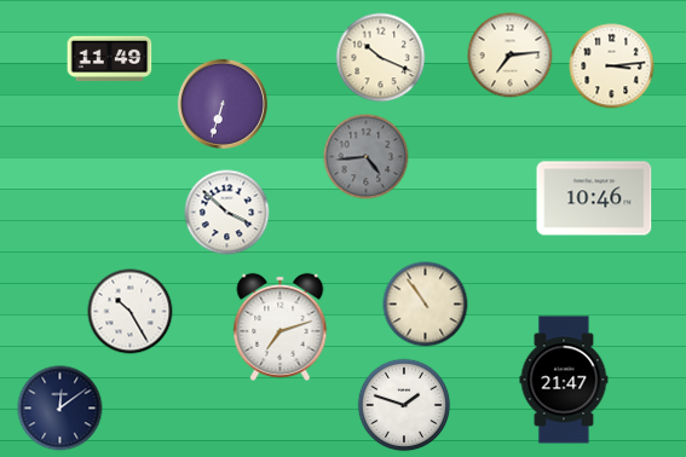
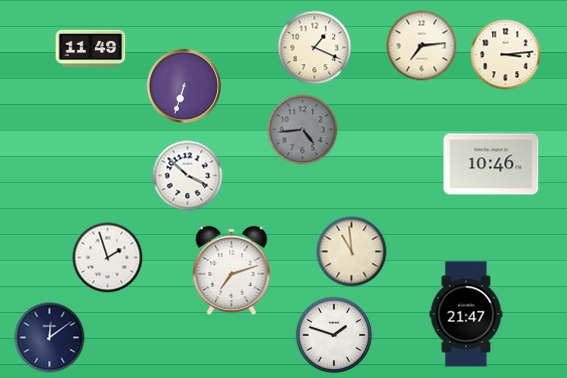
clock at (381, 58): 10:19 -> 1:19
clock at (426, 305): 10:54 -> 10:59
clock at (131, 312): 10:25 -> 1:57
